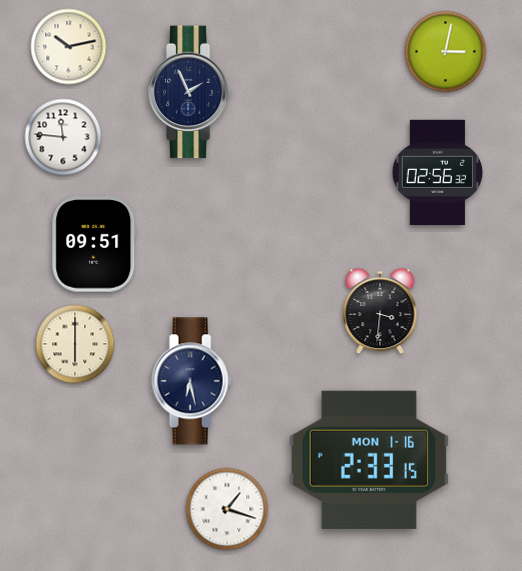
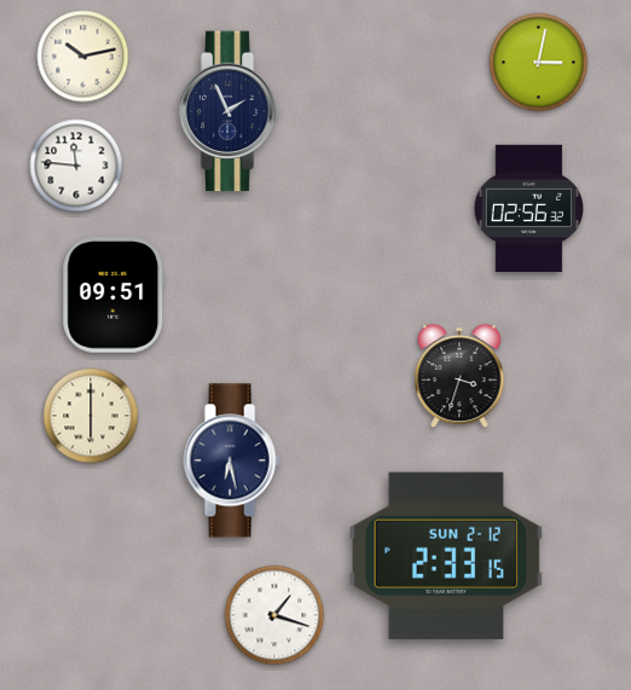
clock at (380, 311): 3:31 -> 3:33
clock at (369, 460) date: MON 1-16 -> SUN 2-12
